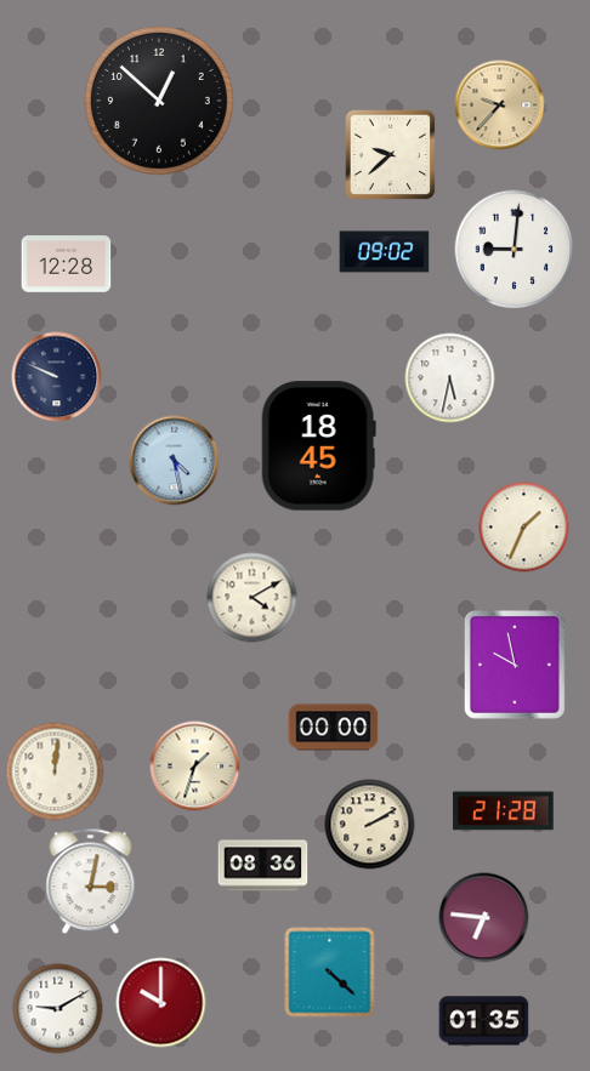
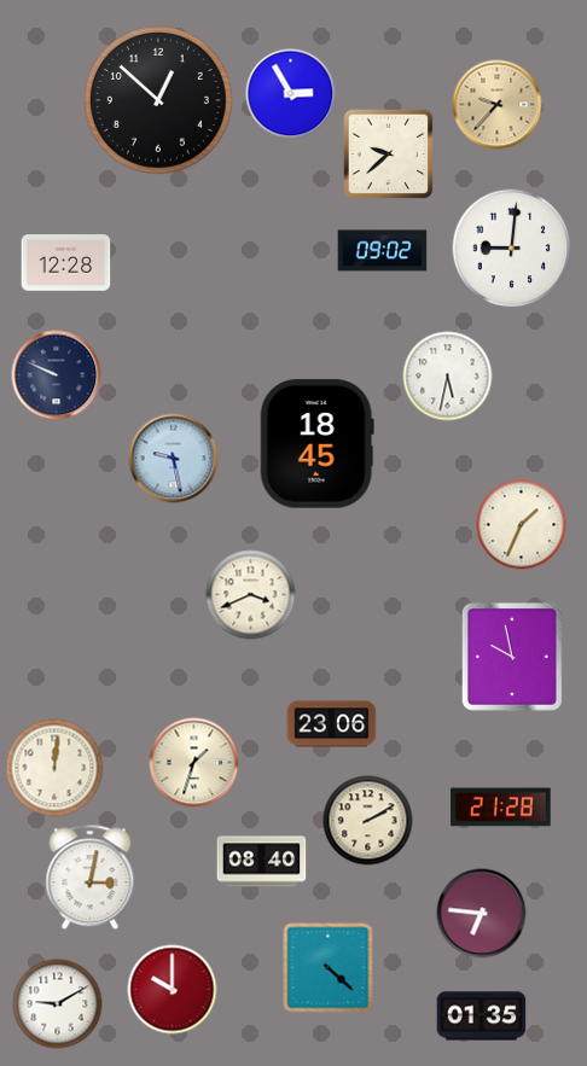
clock at (291, 94): none -> 2:55
clock at (175, 461): 4:28 -> 9:28
clock at (253, 598): 4:10 -> 3:41
clock at (515, 665) position: (515, 665) -> (512, 657)
clock at (334, 728): 00:00 -> 23:06
clock at (263, 866): 08:36 -> 08:40
clock at (161, 1003) position: (161, 1003) -> (173, 990)
